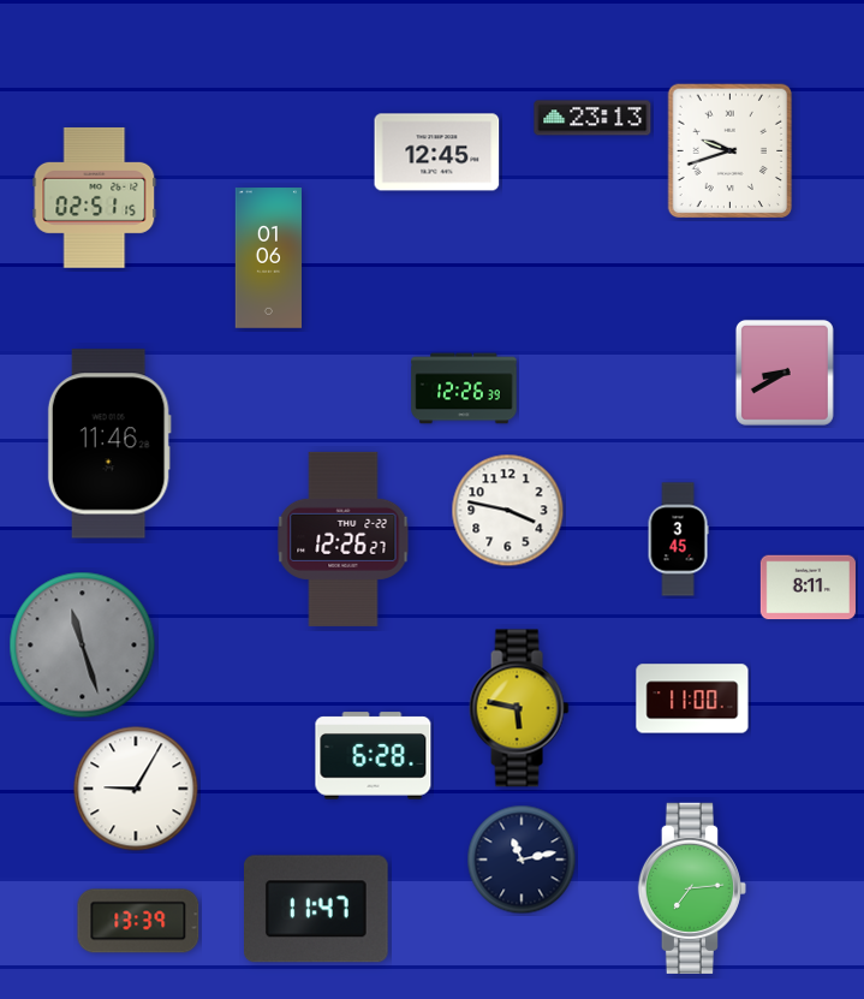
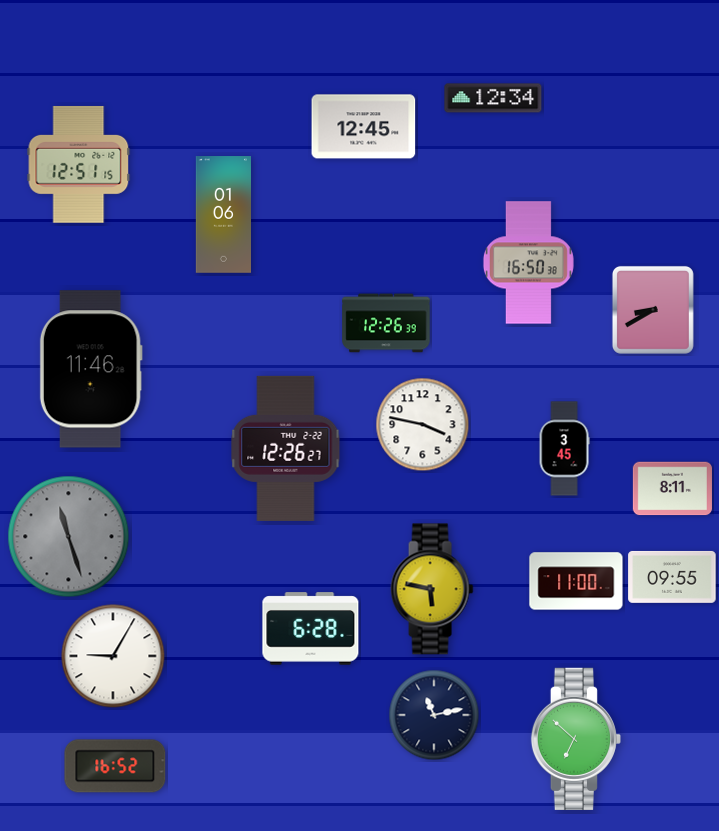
clock at (592, 118): 23:13 -> 12:34
clock at (731, 151): 9:42 -> none
clock at (95, 197): 02:51 -> 12:51
clock at (528, 263): none -> 16:50
clock at (672, 577): none -> 09:55
clock at (692, 888): 7:14 -> 6:52
clock at (317, 909): 11:47 -> none
clock at (138, 921): 13:39 -> 16:52
